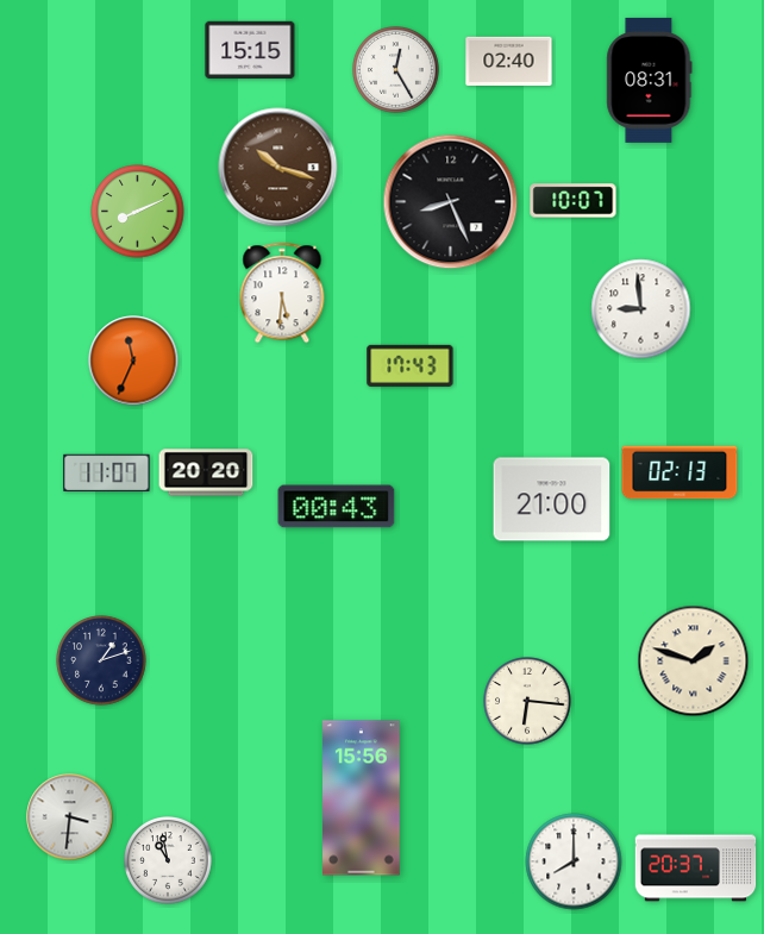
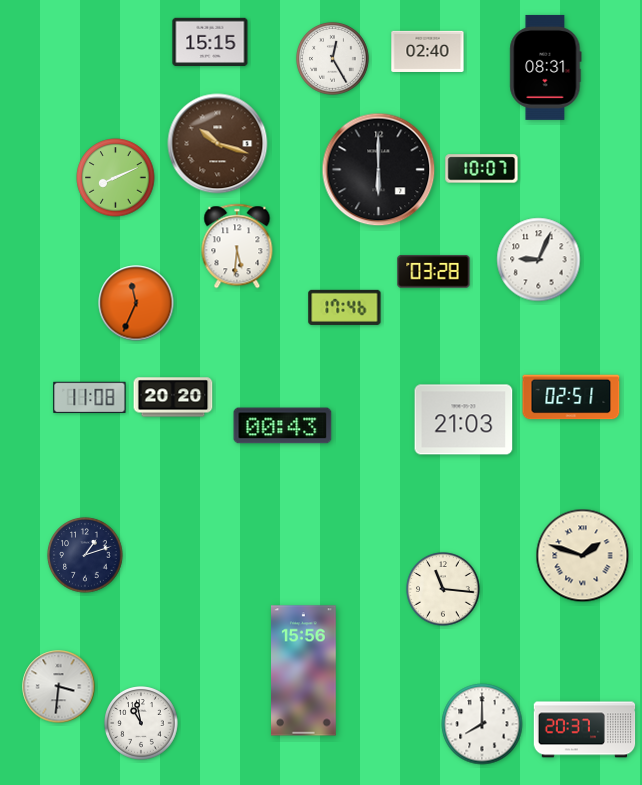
clock at (278, 168) position: (278, 168) -> (218, 144)
clock at (451, 202): 8:26 -> 6:00
clock at (641, 309): 8:59 -> 9:04
clock at (434, 272): none -> 03:28
clock at (133, 361) position: (133, 361) -> (136, 303)
clock at (411, 365): 17:43 -> 17:46
clock at (107, 472): 11:07 -> 11:08
clock at (680, 472): 02:13 -> 02:51
clock at (552, 500): 21:00 -> 21:03
clock at (527, 701): 6:16 -> 11:16
